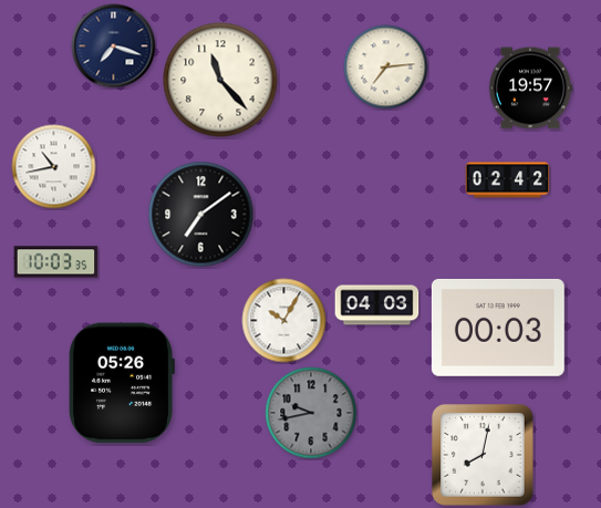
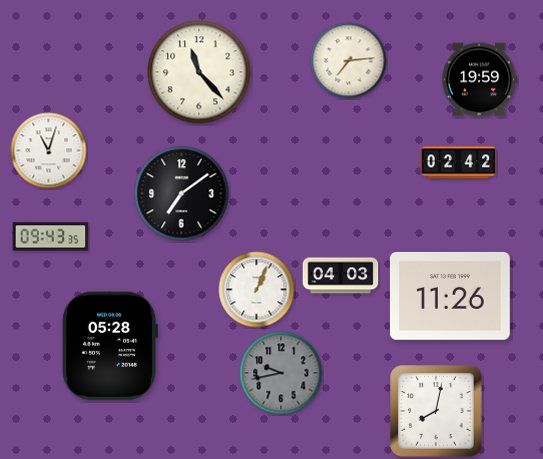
clock at (114, 46): 7:18 -> none
clock at (530, 89): 19:57 -> 19:59
clock at (54, 167): 10:43 -> 11:03
clock at (56, 262): 10:03 -> 09:43
clock at (284, 321): 10:05 -> 1:04
clock at (498, 328): 00:03 -> 11:26
clock at (122, 383): 05:26 -> 05:28
